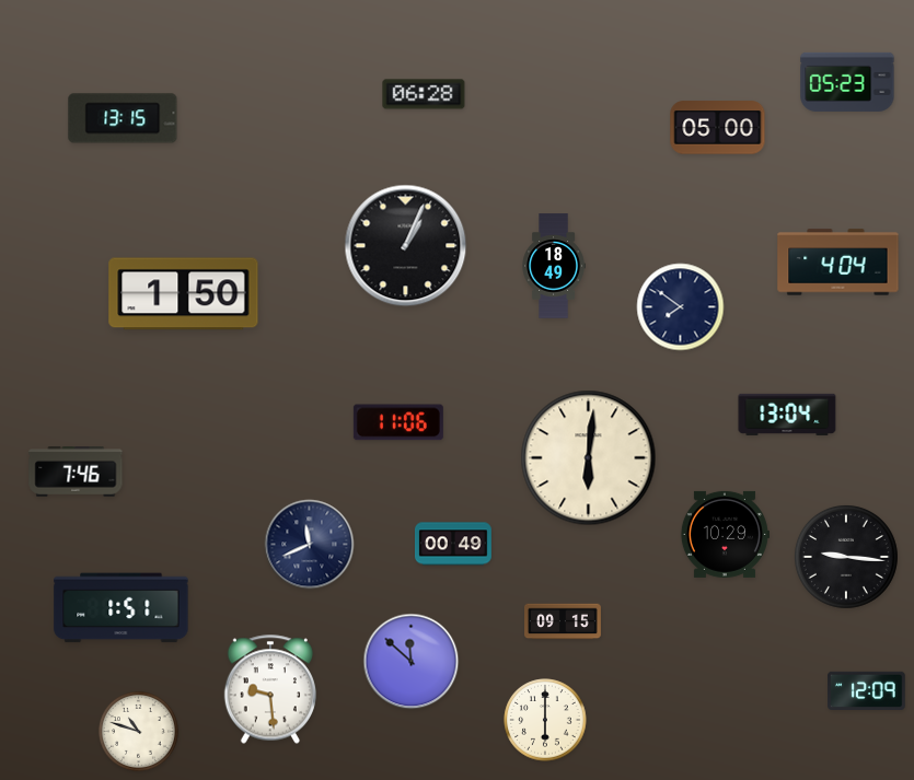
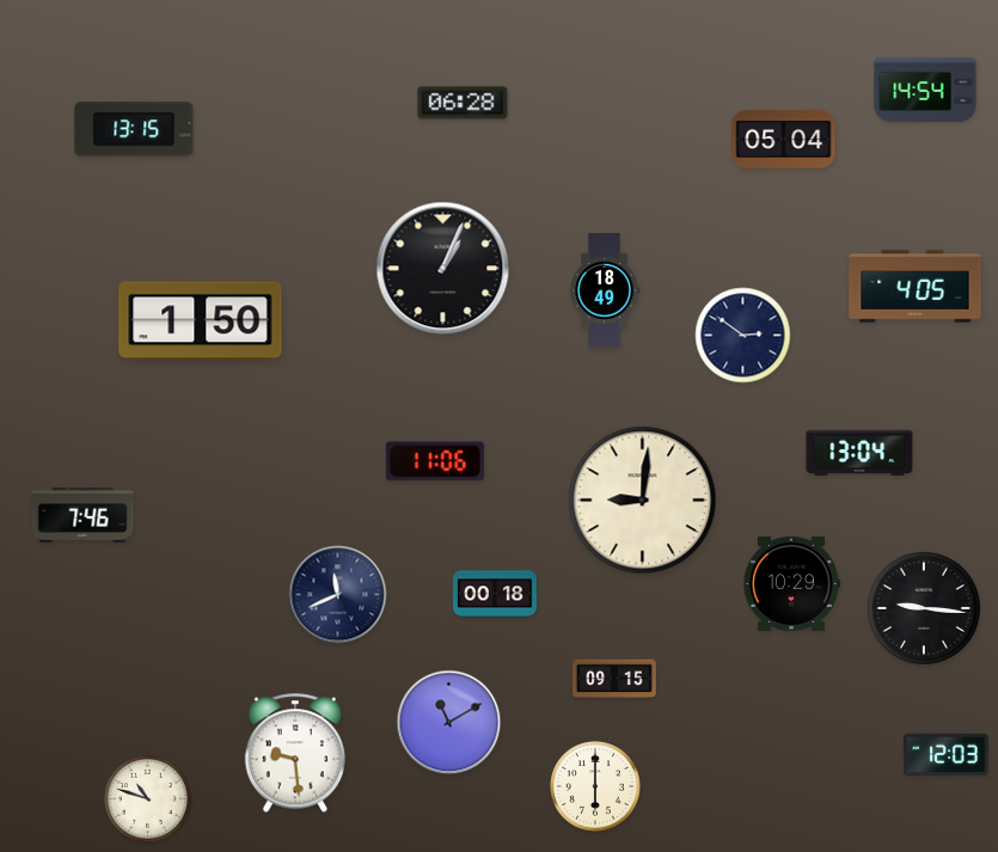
clock at (847, 82): 05:23 -> 14:54
clock at (718, 128): 05:00 -> 05:04
clock at (838, 263): 4:04 -> 4:05
clock at (681, 307): 7:51 -> 2:51
clock at (589, 458): 6:01 -> 9:01
clock at (453, 544): 00:49 -> 00:18
clock at (122, 608): 1:51 -> none
clock at (412, 662): 11:52 -> 11:10
clock at (867, 690): 12:09 -> 12:03
clock at (138, 731) position: (138, 731) -> (147, 798)
